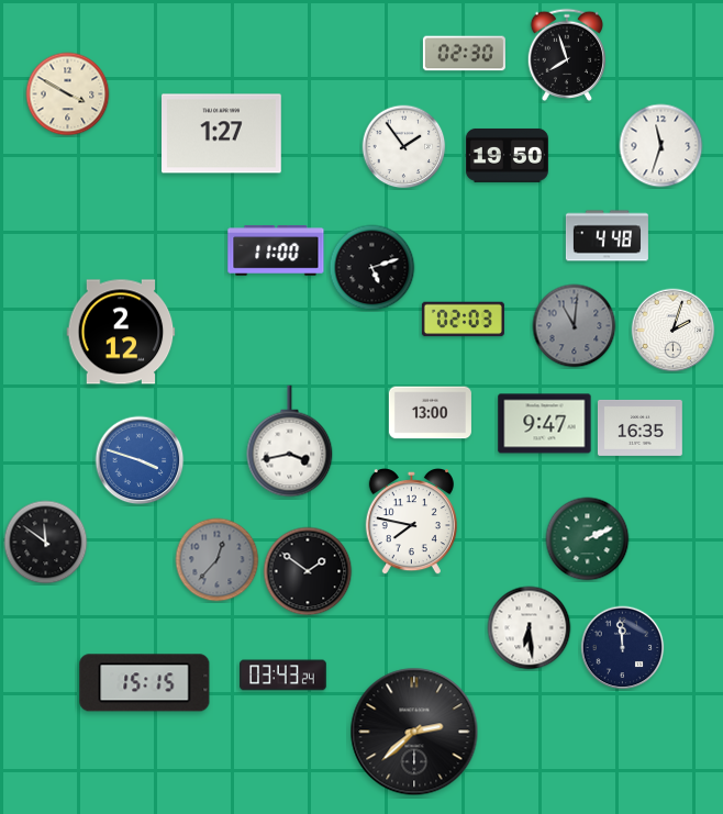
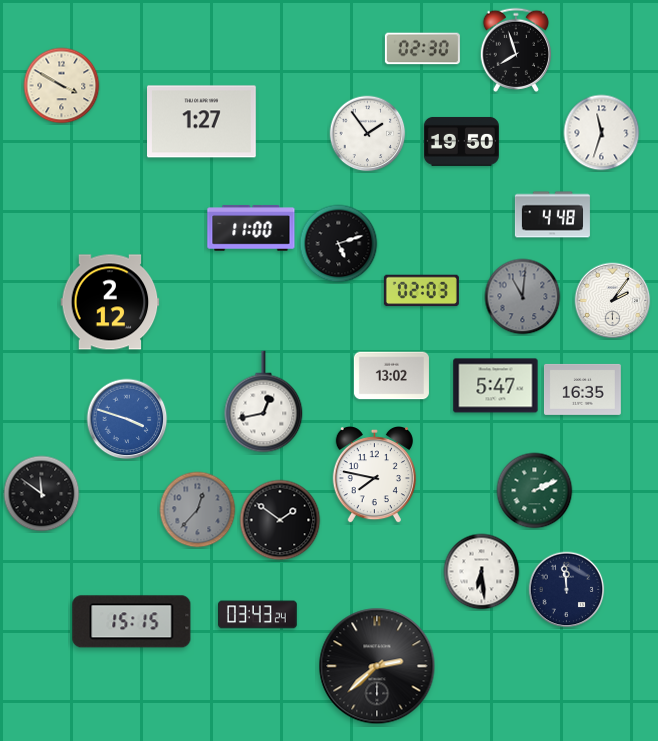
clock at (674, 331): 2:03 -> 2:06
clock at (430, 413): 13:00 -> 13:02
clock at (545, 424): 9:47 -> 5:47
clock at (290, 442): 3:43 -> 12:43
